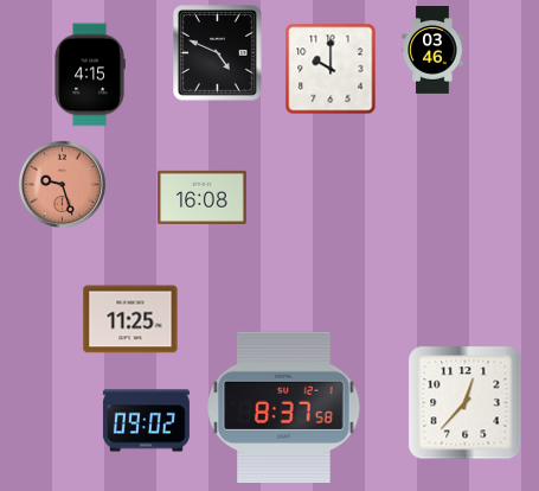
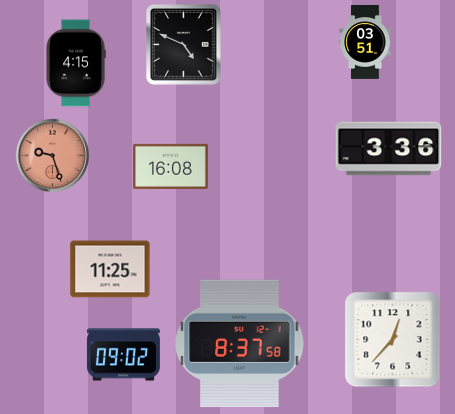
clock at (432, 51): 03:46 -> 03:51
clock at (331, 69): 10:00 -> none
clock at (389, 149): none -> 3:36
